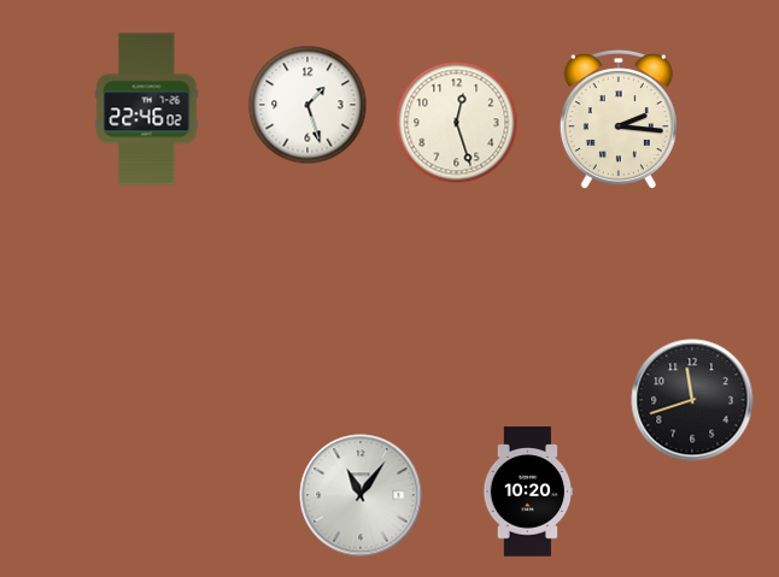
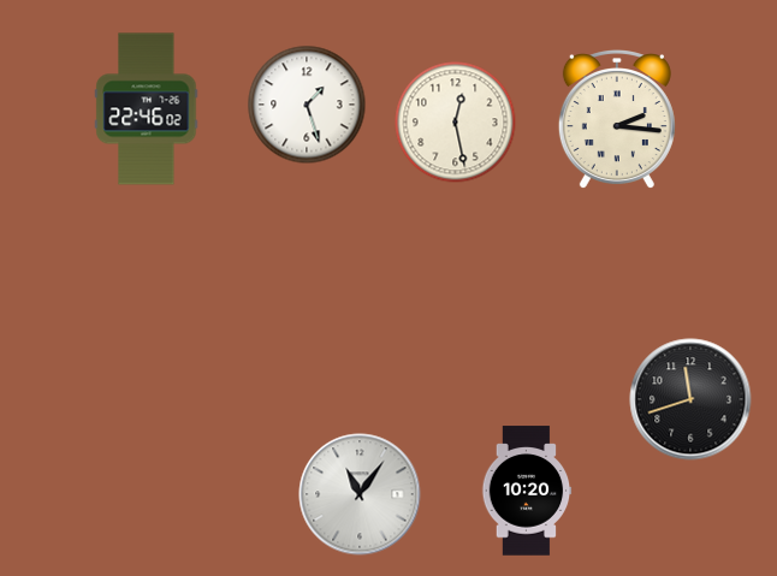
clock at (457, 123): 12:27 -> 12:28
